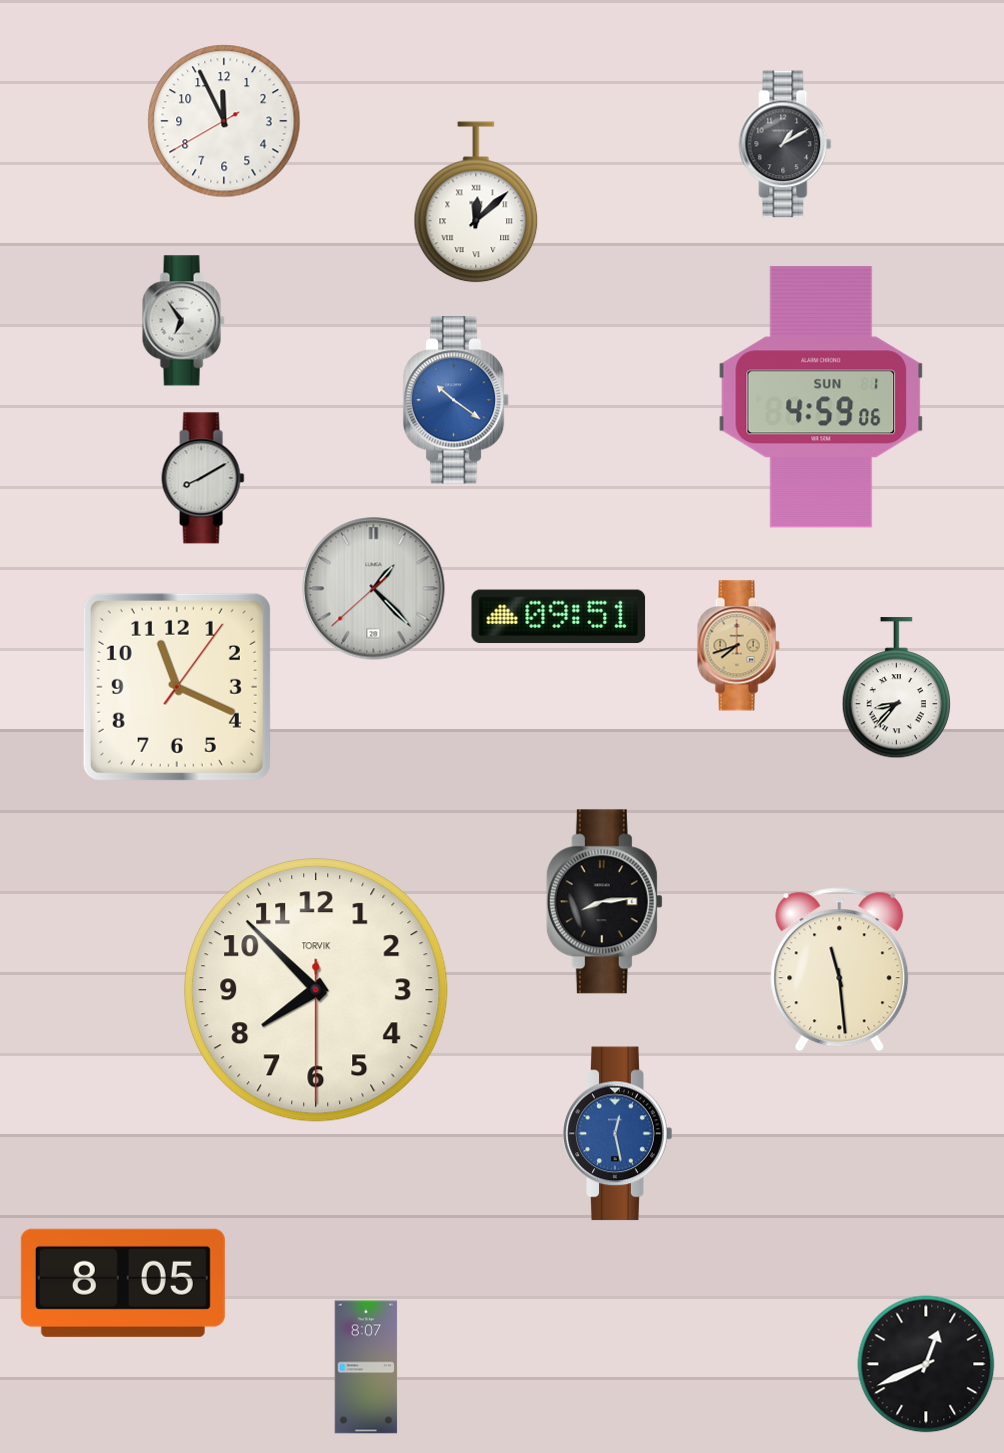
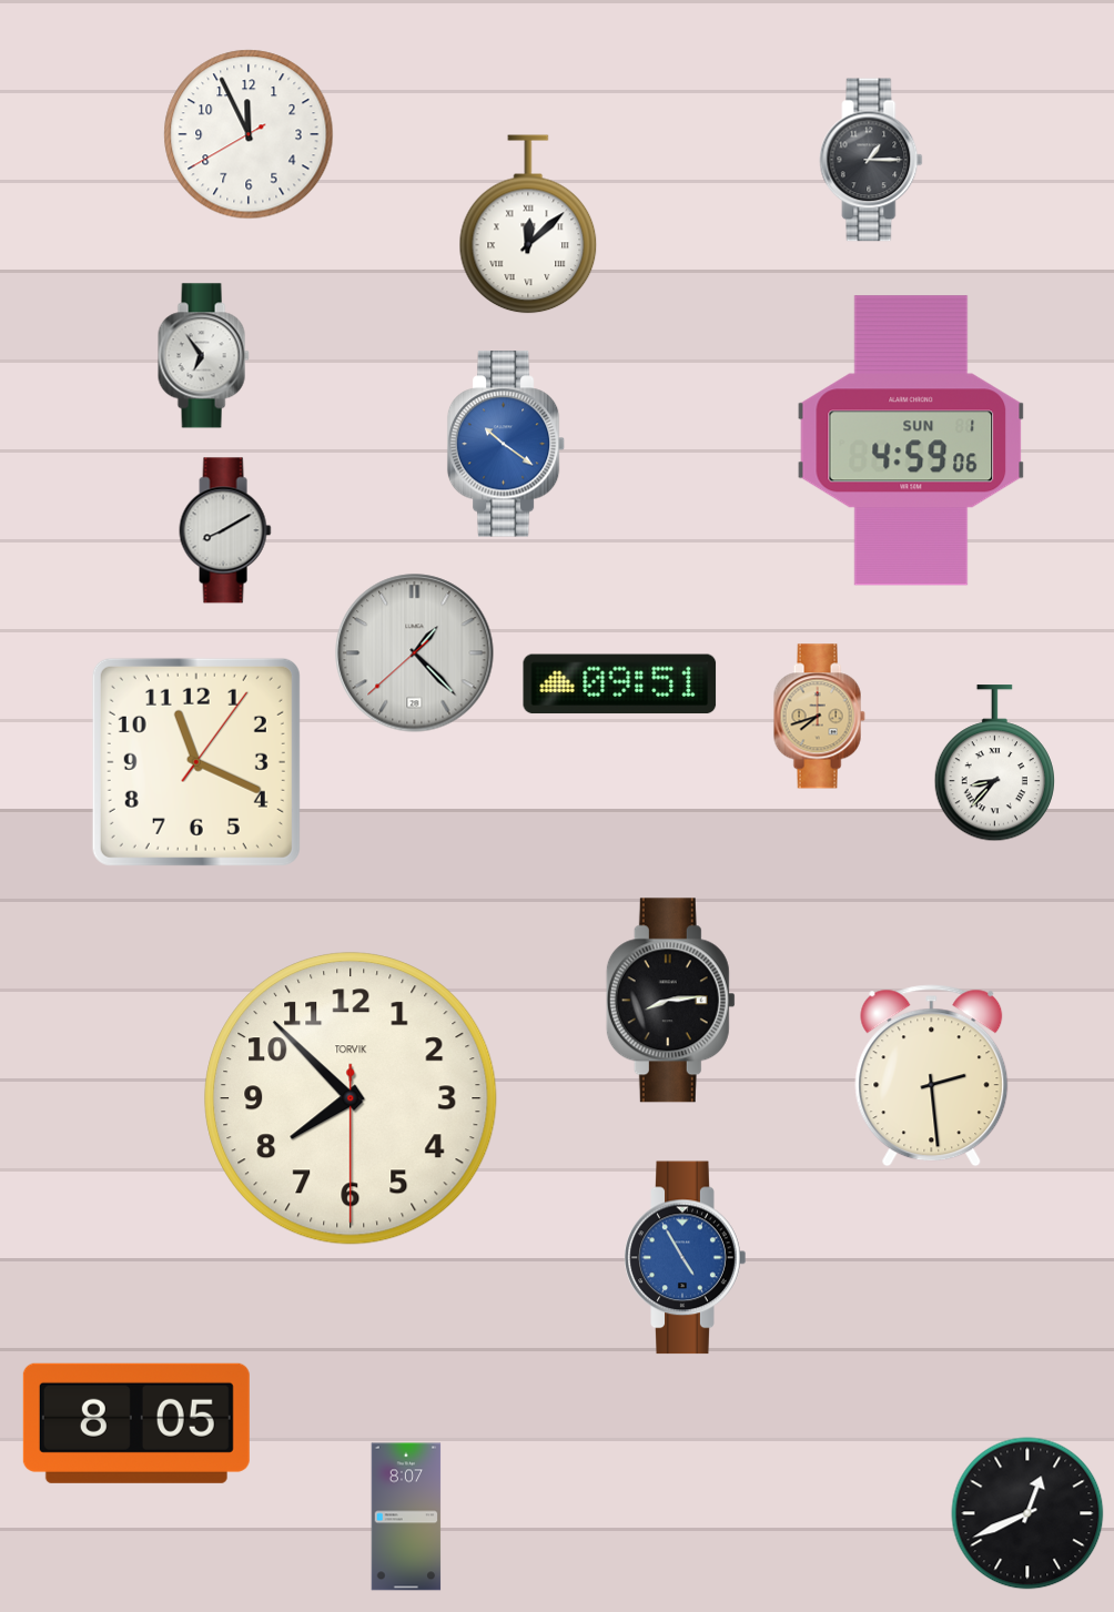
clock at (785, 144): 1:10 -> 1:15
clock at (840, 970): 11:29 -> 2:29
clock at (618, 1134): 12:28 -> 4:55
